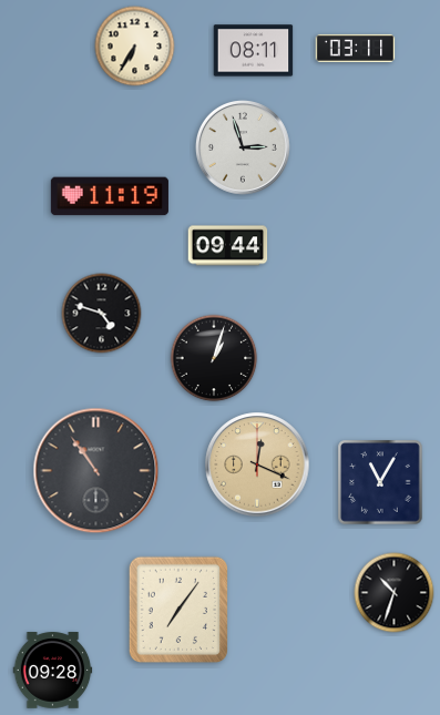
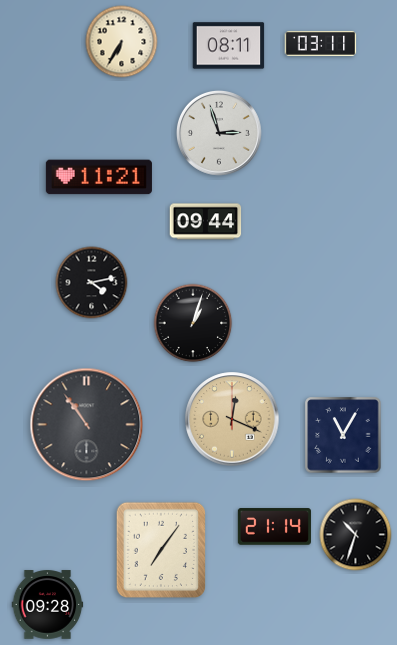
clock at (110, 196): 11:19 -> 11:21
clock at (102, 314): 4:48 -> 4:13
clock at (274, 527): none -> 21:14
